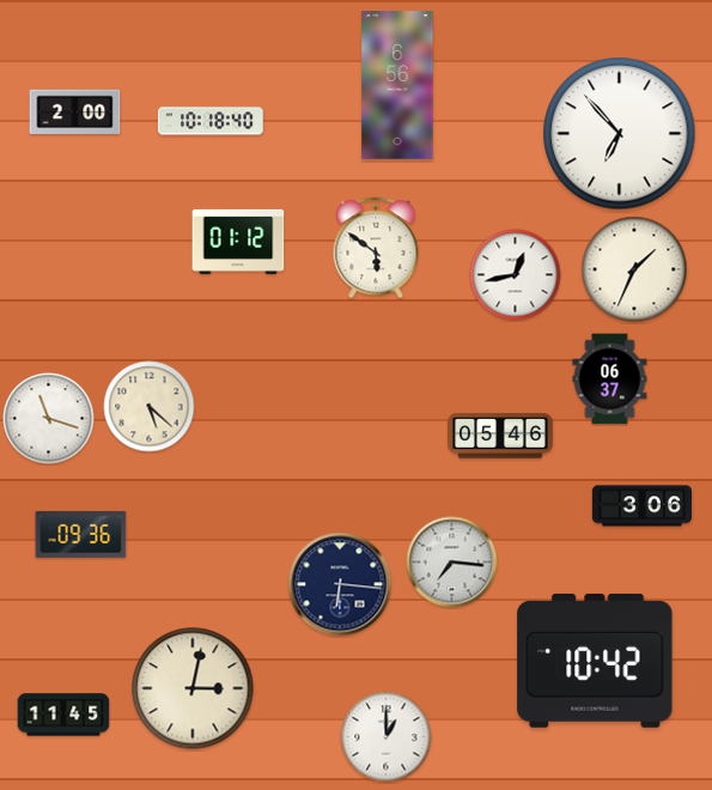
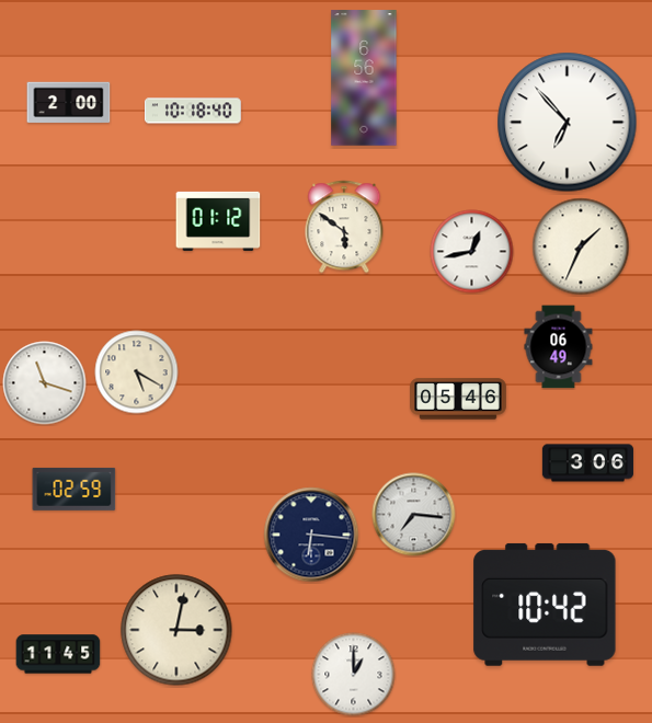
clock at (610, 379): 06:37 -> 06:49
clock at (150, 407): 5:22 -> 5:20
clock at (81, 534): 09:36 -> 02:59
